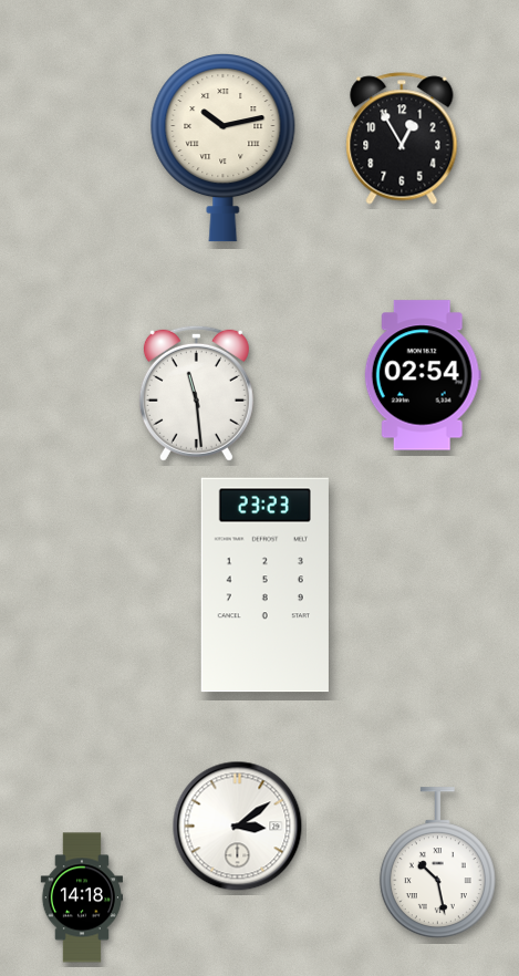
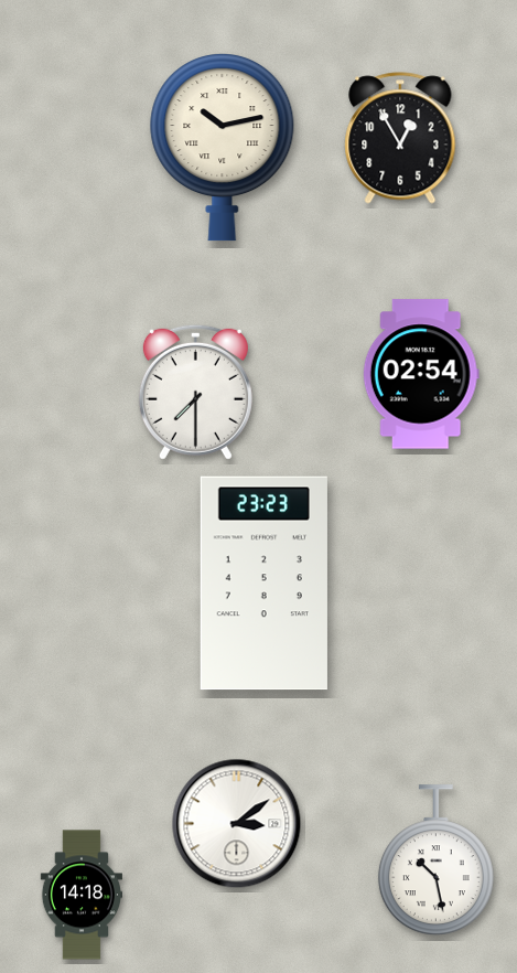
clock at (196, 393): 11:29 -> 7:30
